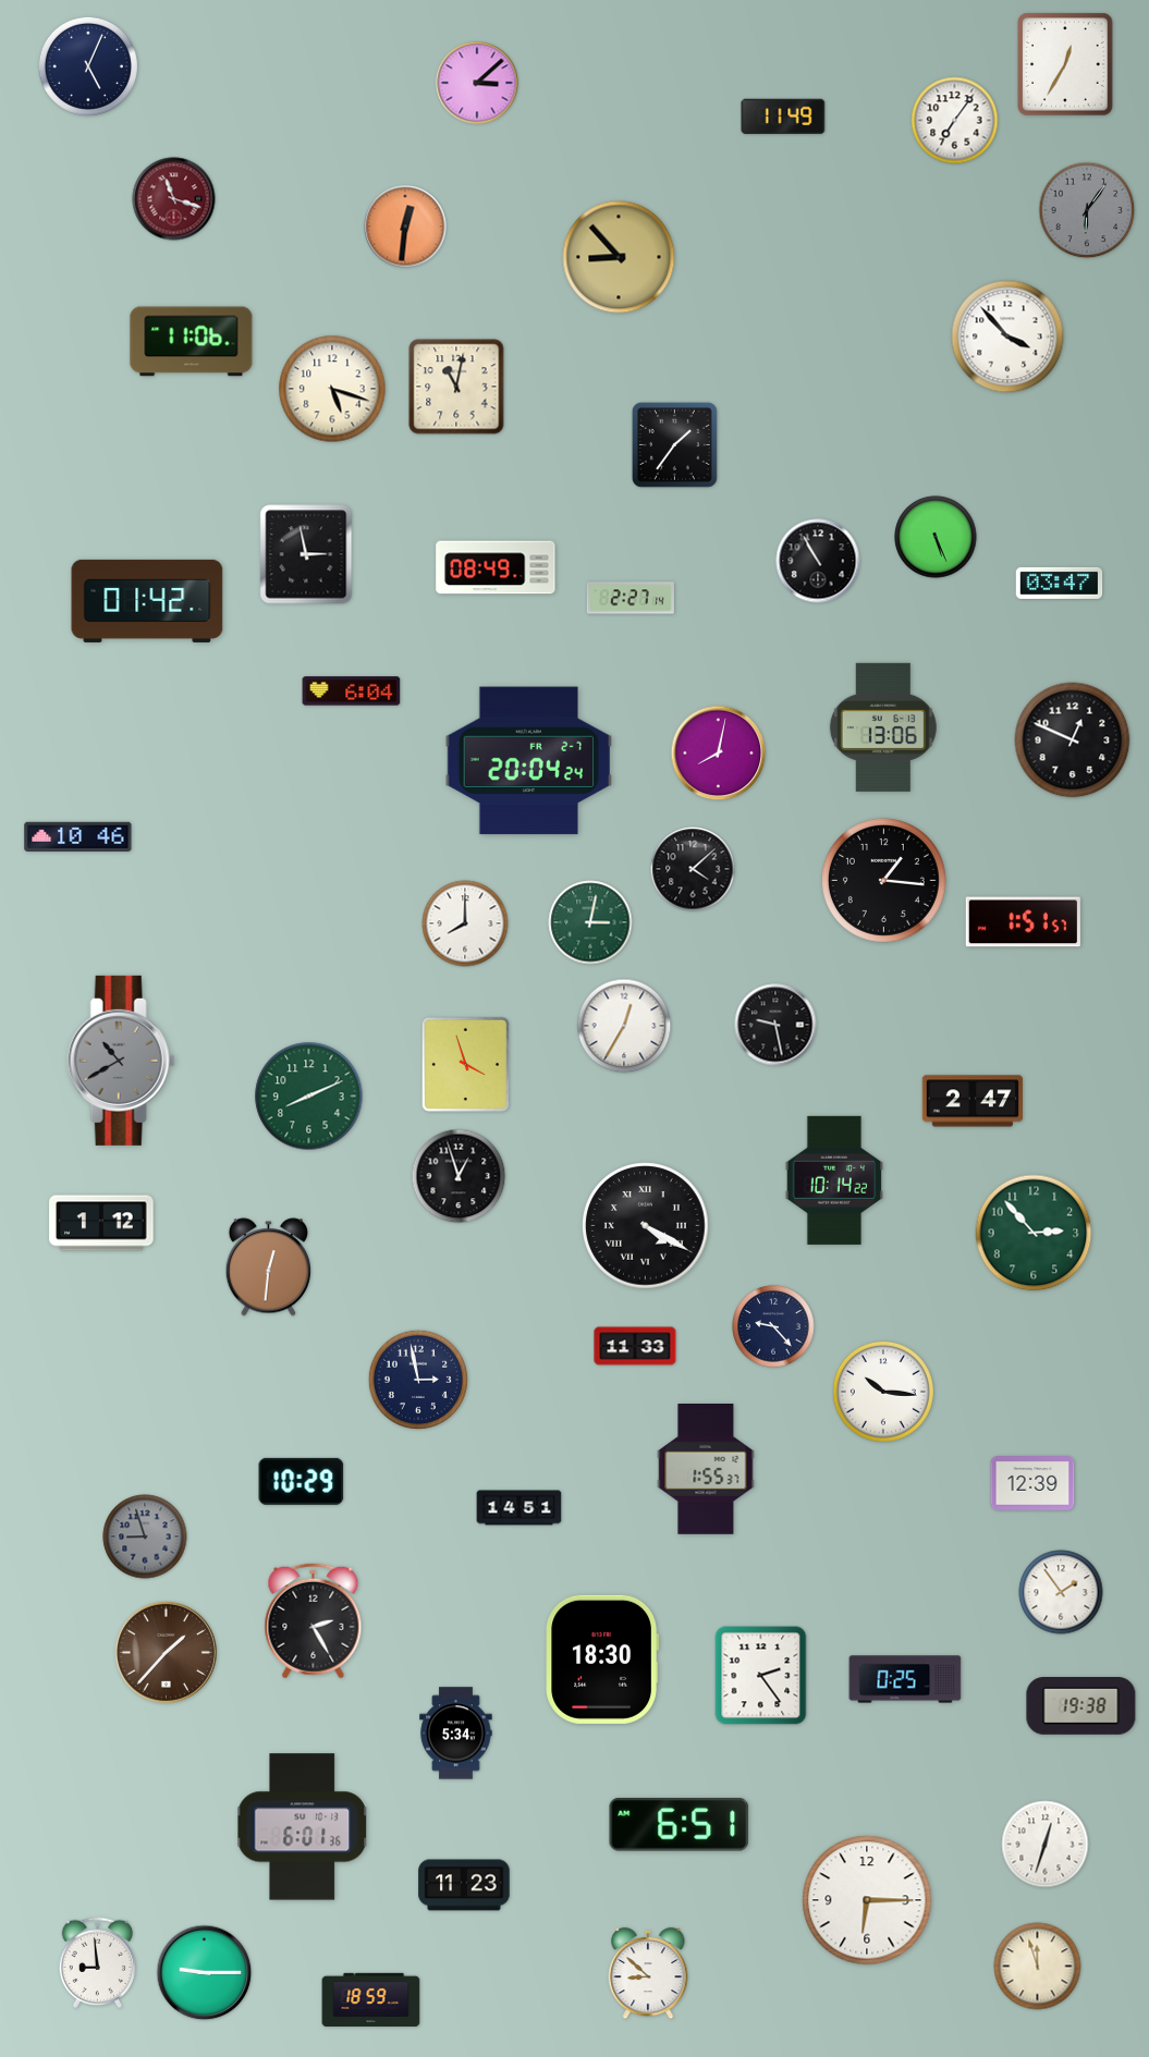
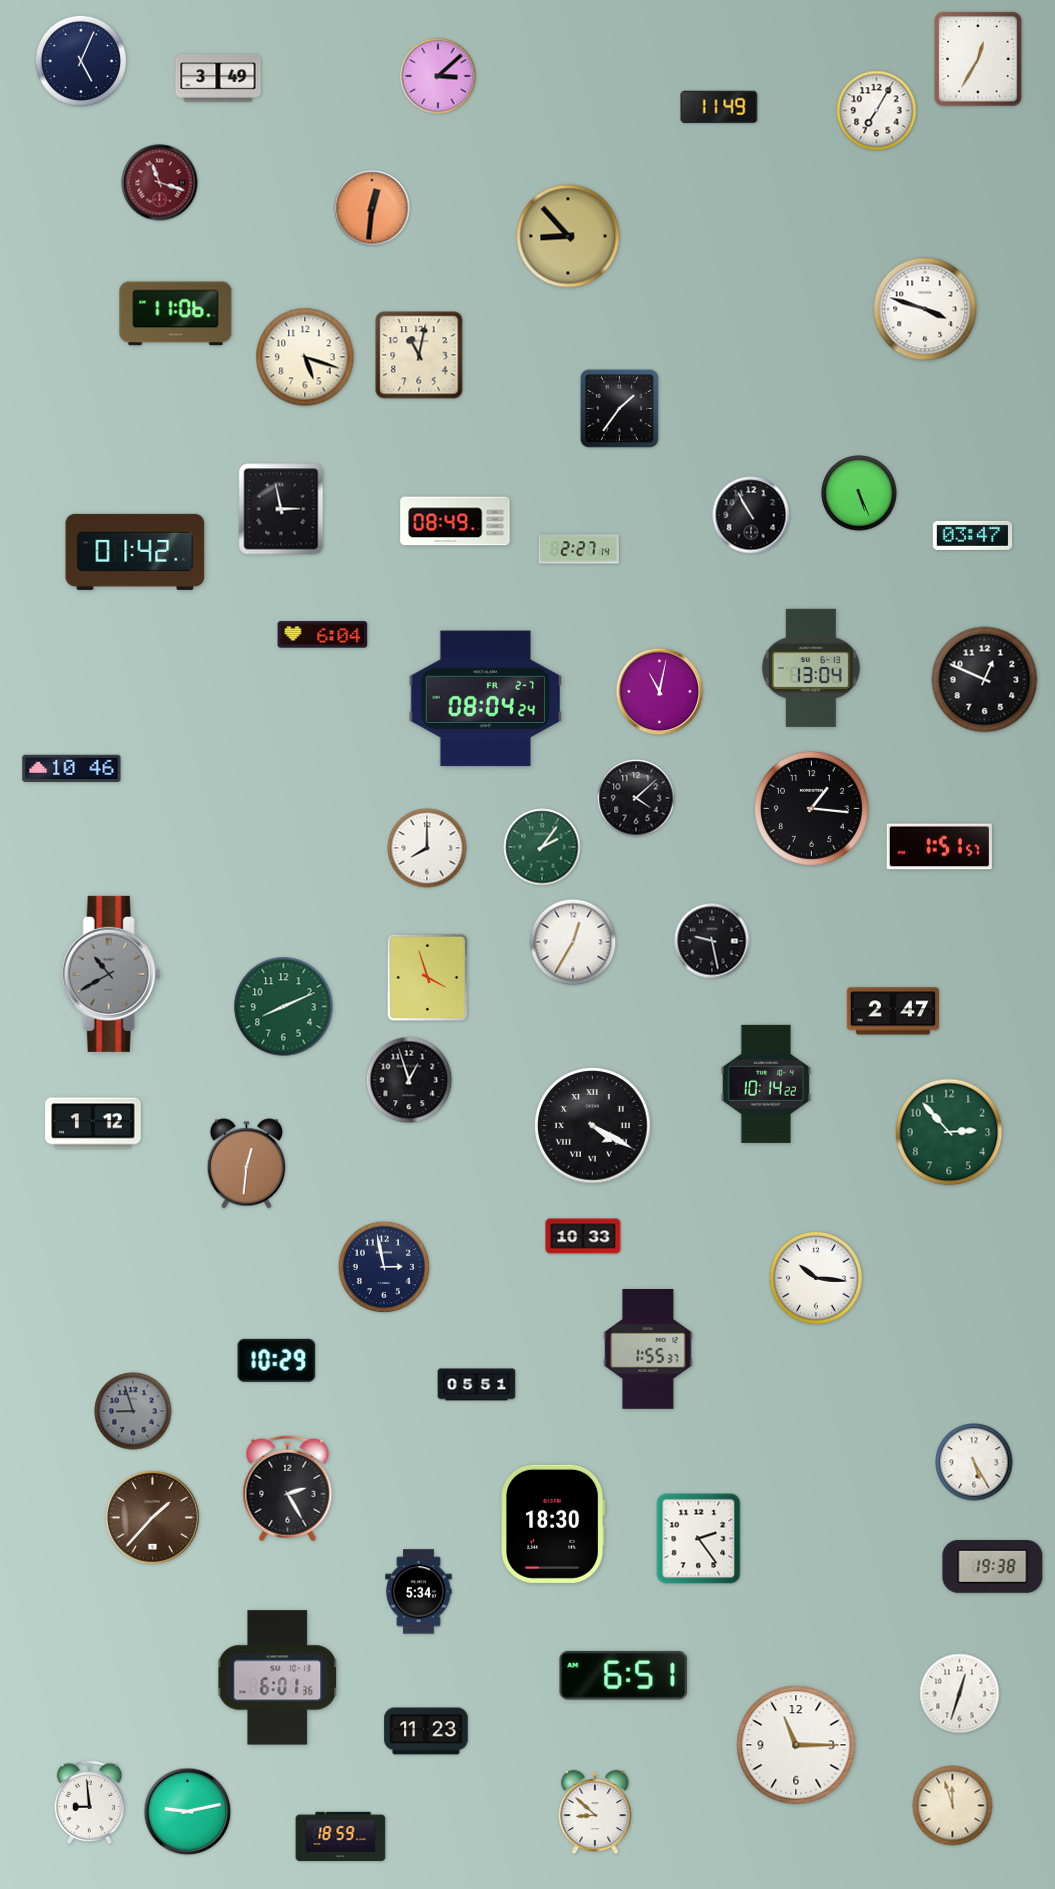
clock at (218, 78): none -> 3:49
clock at (955, 121): 7:06 -> 7:05
clock at (1087, 210): 6:06 -> none
clock at (1007, 336): 3:53 -> 3:48
clock at (883, 727): 13:06 -> 13:04
clock at (719, 754): 8:02 -> 11:02
clock at (529, 761): 20:04 -> 08:04
clock at (590, 922): 3:02 -> 2:06
clock at (459, 1176) position: (459, 1176) -> (409, 1080)
clock at (773, 1326): 9:23 -> none
clock at (635, 1346): 11:33 -> 10:33
clock at (883, 1392) position: (883, 1392) -> (816, 1278)
clock at (1032, 1484): 12:39 -> none
clock at (520, 1508): 14:51 -> 05:51
clock at (1061, 1592): 1:54 -> 5:25
clock at (905, 1679): 0:25 -> none
clock at (867, 1900): 6:15 -> 11:15
clock at (205, 1973): 9:15 -> 9:13
